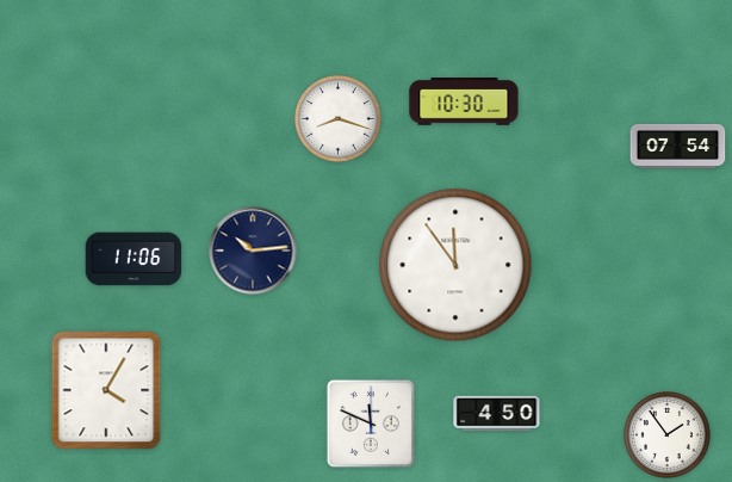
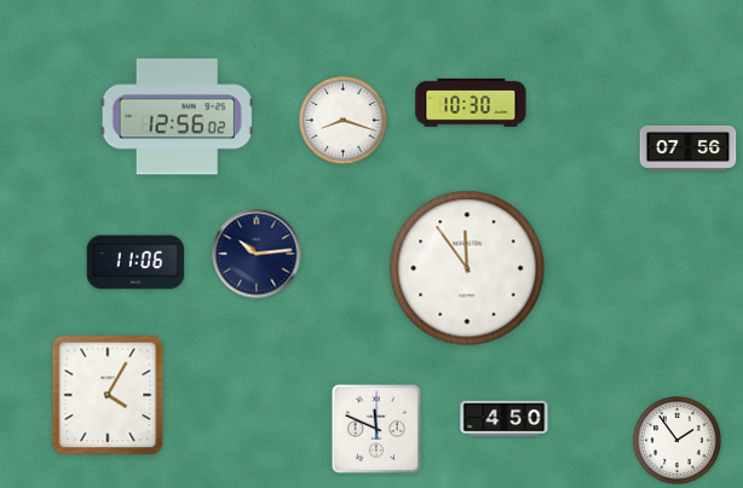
clock at (177, 117): none -> 12:56
clock at (678, 146): 07:54 -> 07:56
clock at (455, 265) position: (455, 265) -> (467, 268)
